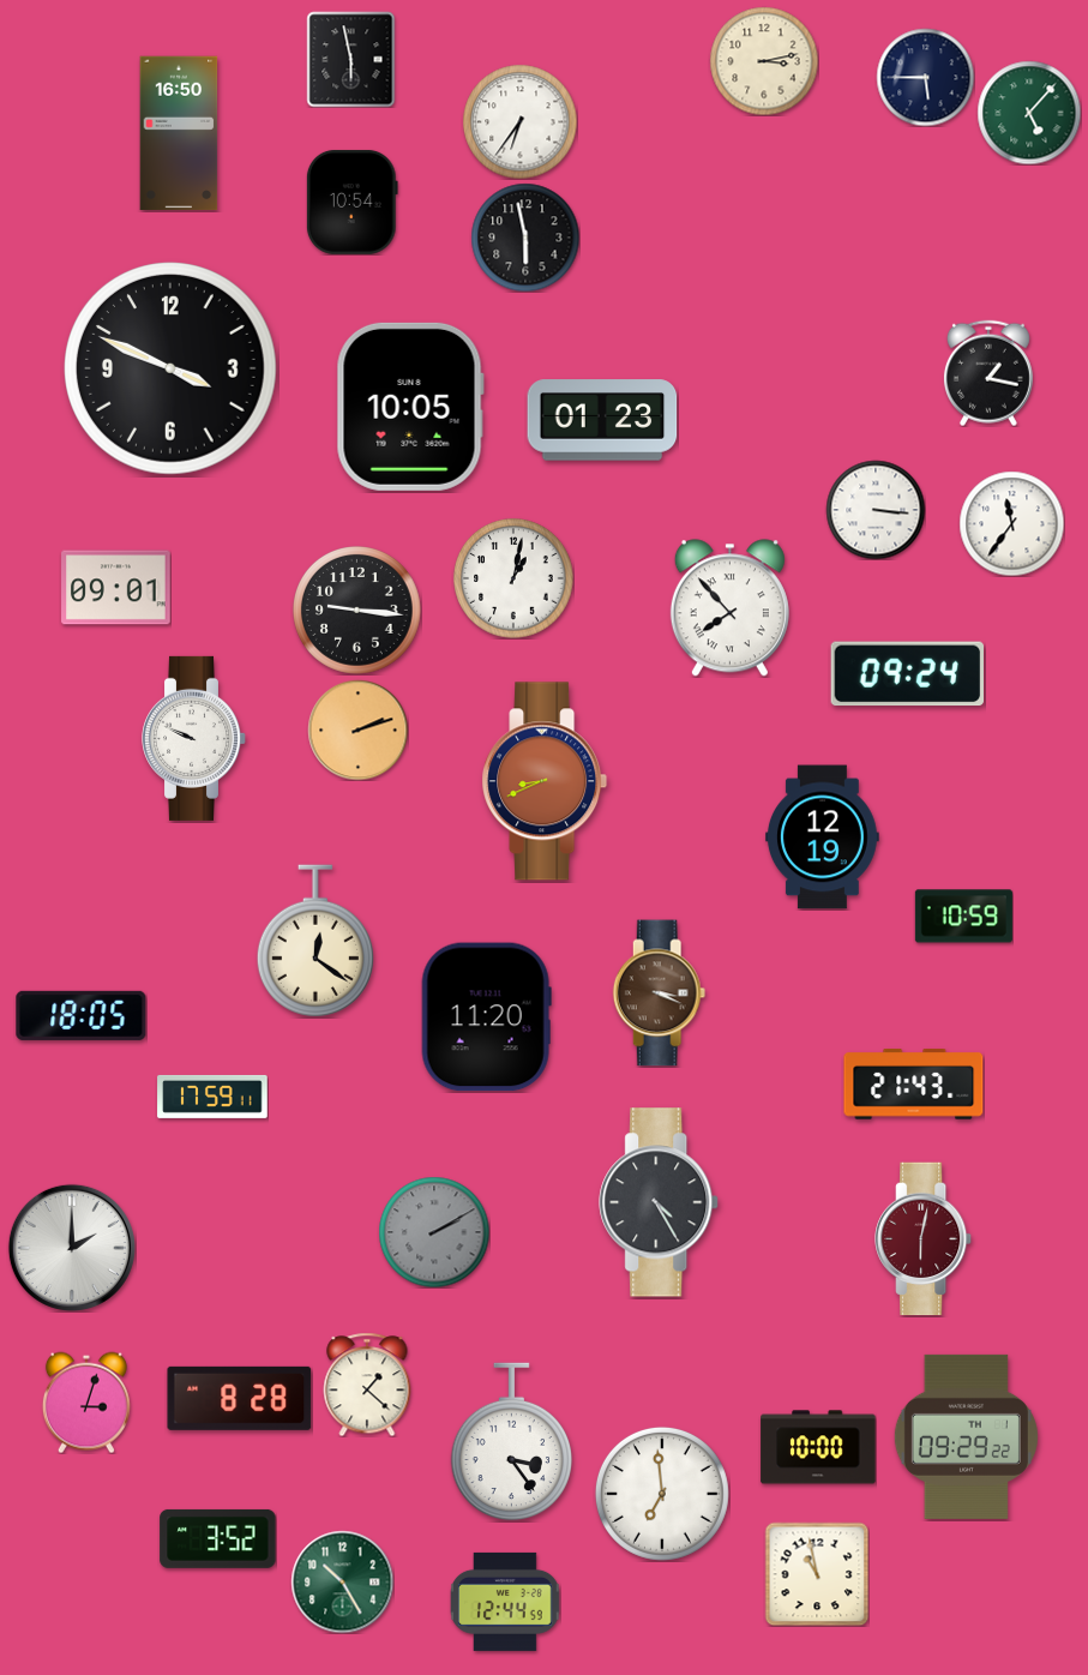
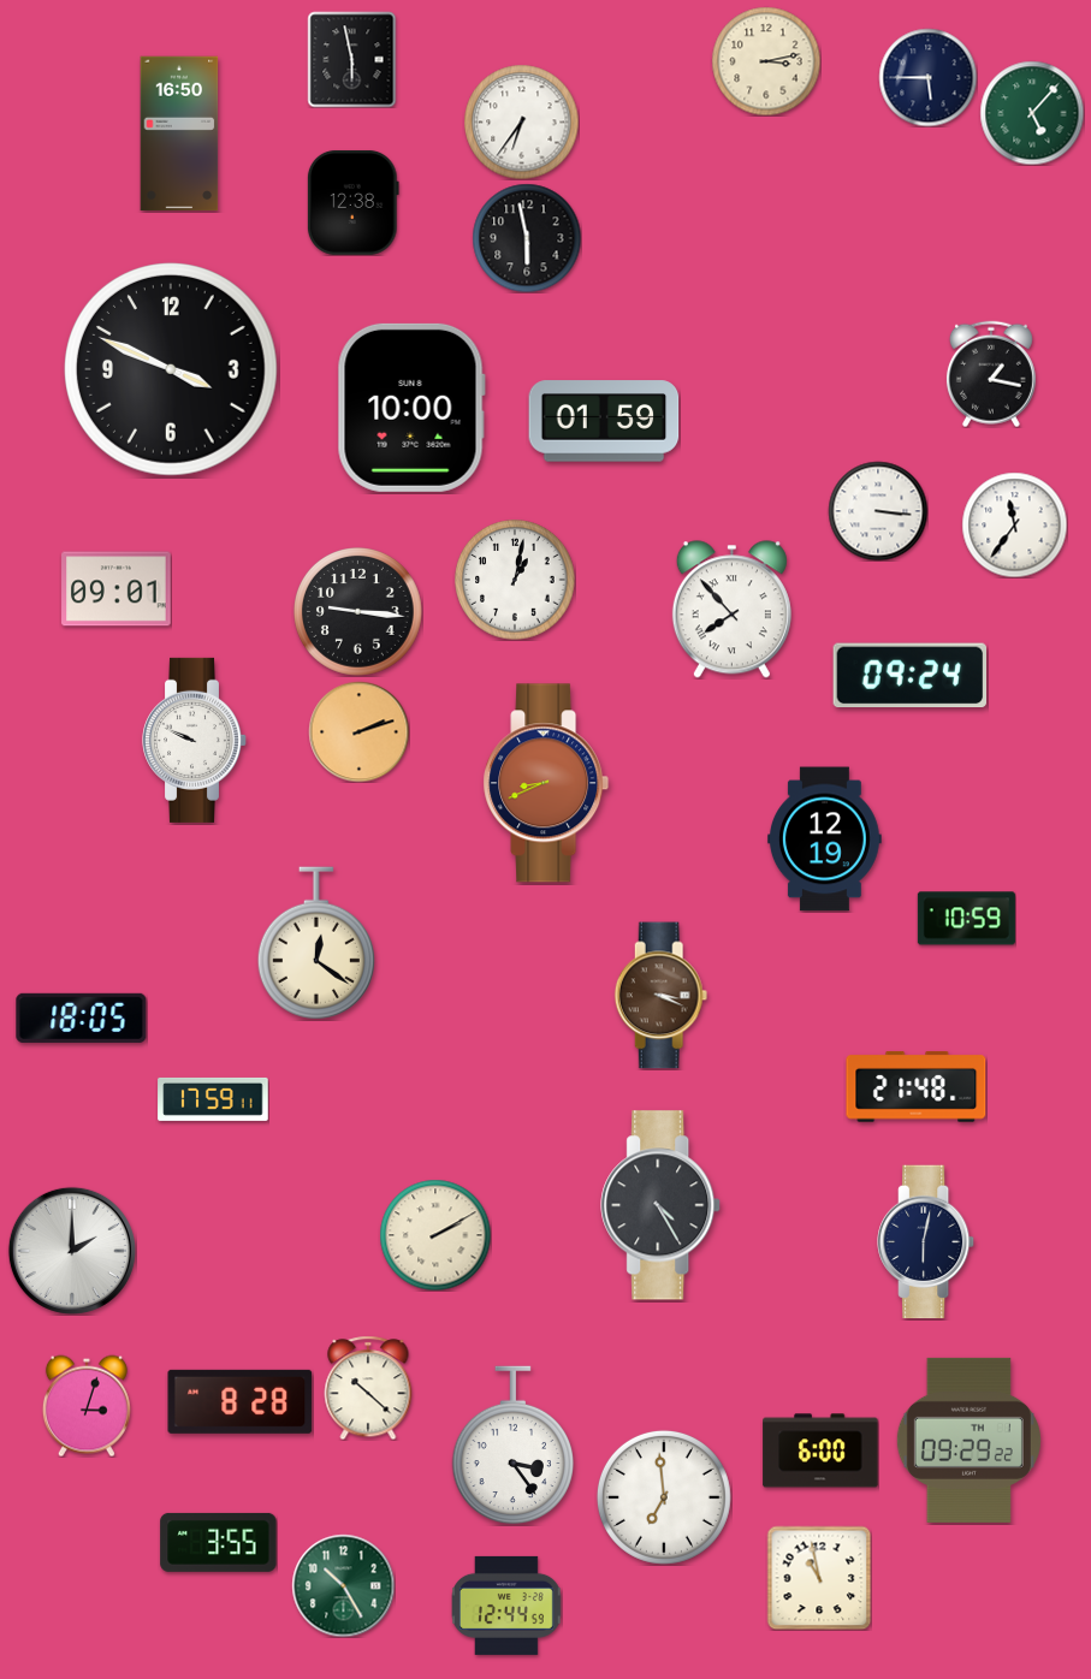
clock at (351, 202): 10:54 -> 12:38
clock at (410, 407): 10:05 -> 10:00
clock at (602, 420): 01:23 -> 01:59
clock at (486, 1017): 11:20 -> none
clock at (914, 1085): 21:43 -> 21:48
clock at (434, 1232) dial: grey -> cream
clock at (924, 1239) dial: burgundy -> navy
clock at (367, 1385): 1:22 -> 10:22
clock at (818, 1447): 10:00 -> 6:00
clock at (218, 1538): 3:52 -> 3:55
